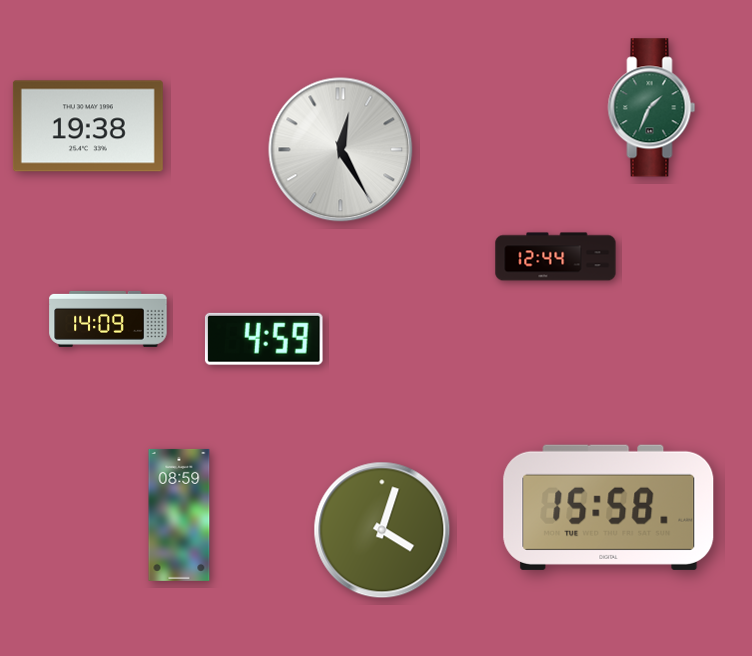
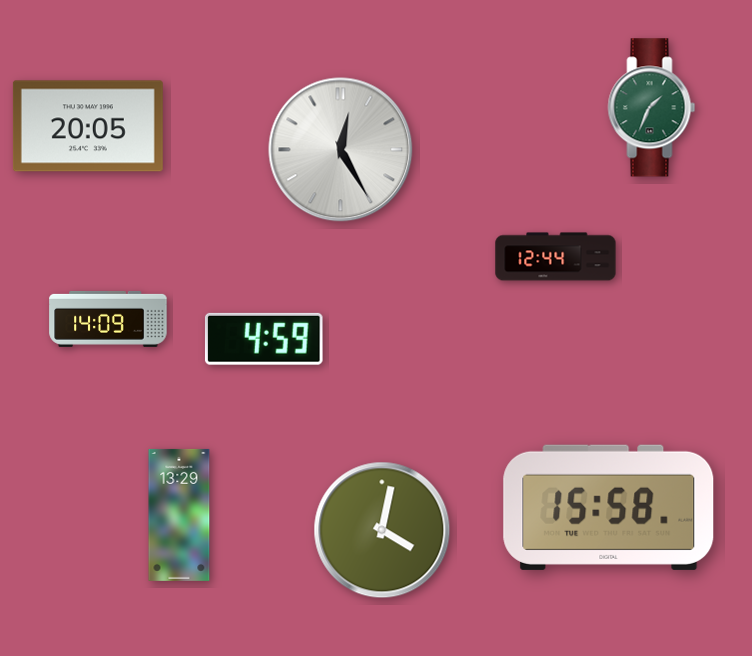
clock at (88, 126): 19:38 -> 20:05
clock at (179, 515): 08:59 -> 13:29
clock at (382, 530): 4:03 -> 4:02
